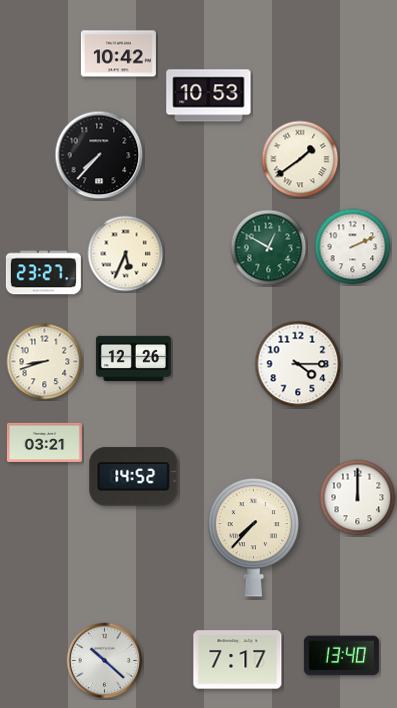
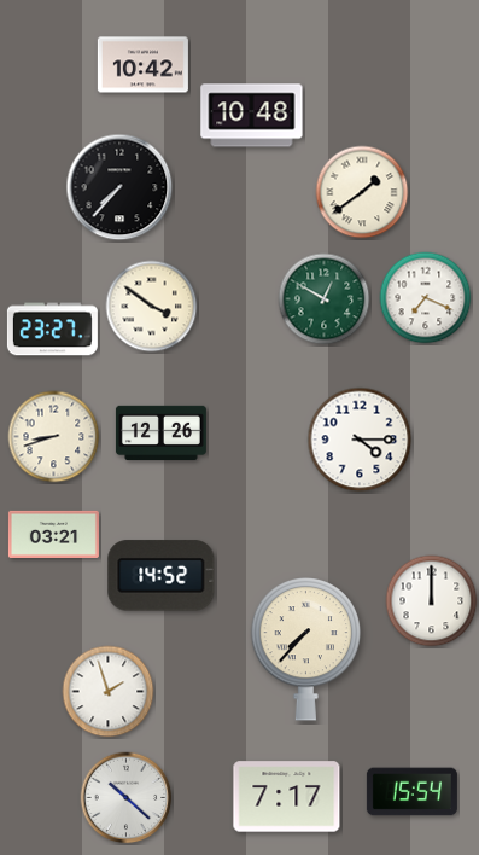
clock at (209, 96): 10:53 -> 10:48
clock at (353, 247): 2:11 -> 7:19
clock at (126, 254): 5:34 -> 3:51
clock at (109, 692): none -> 1:57
clock at (341, 656): 13:40 -> 15:54
